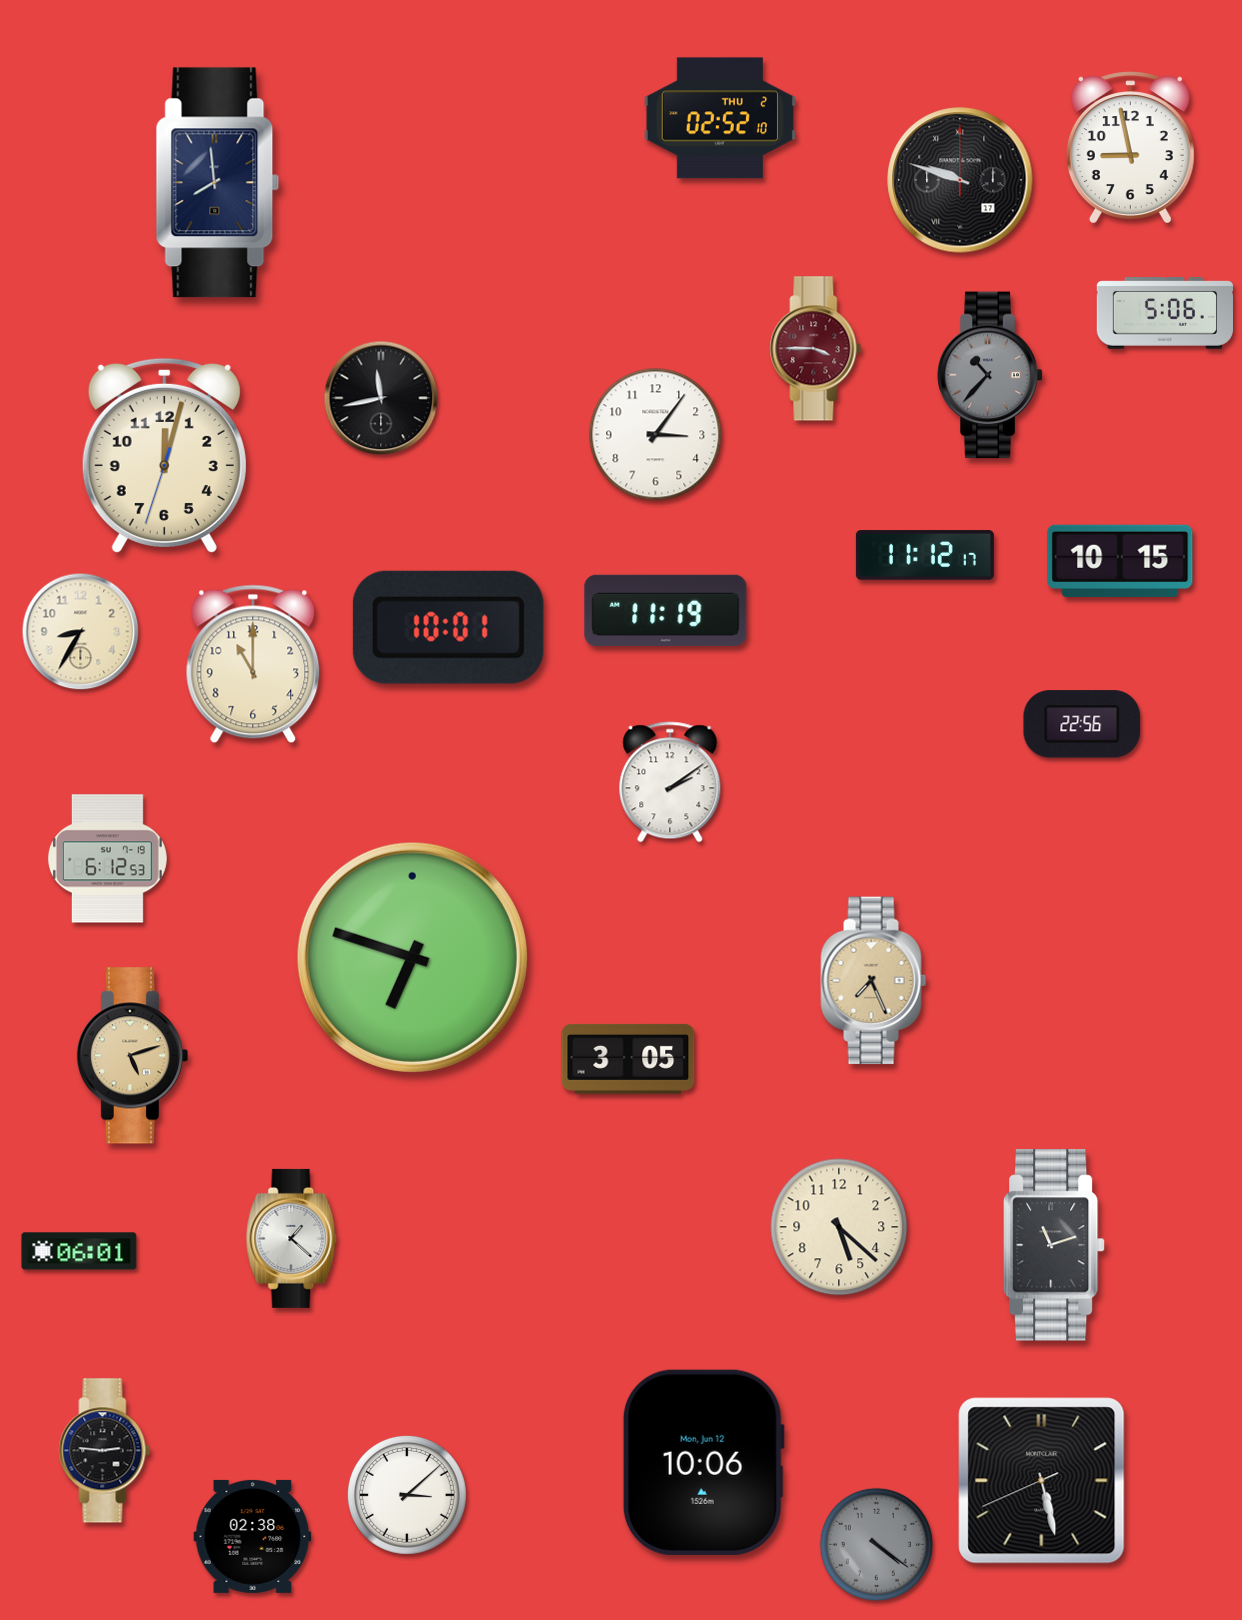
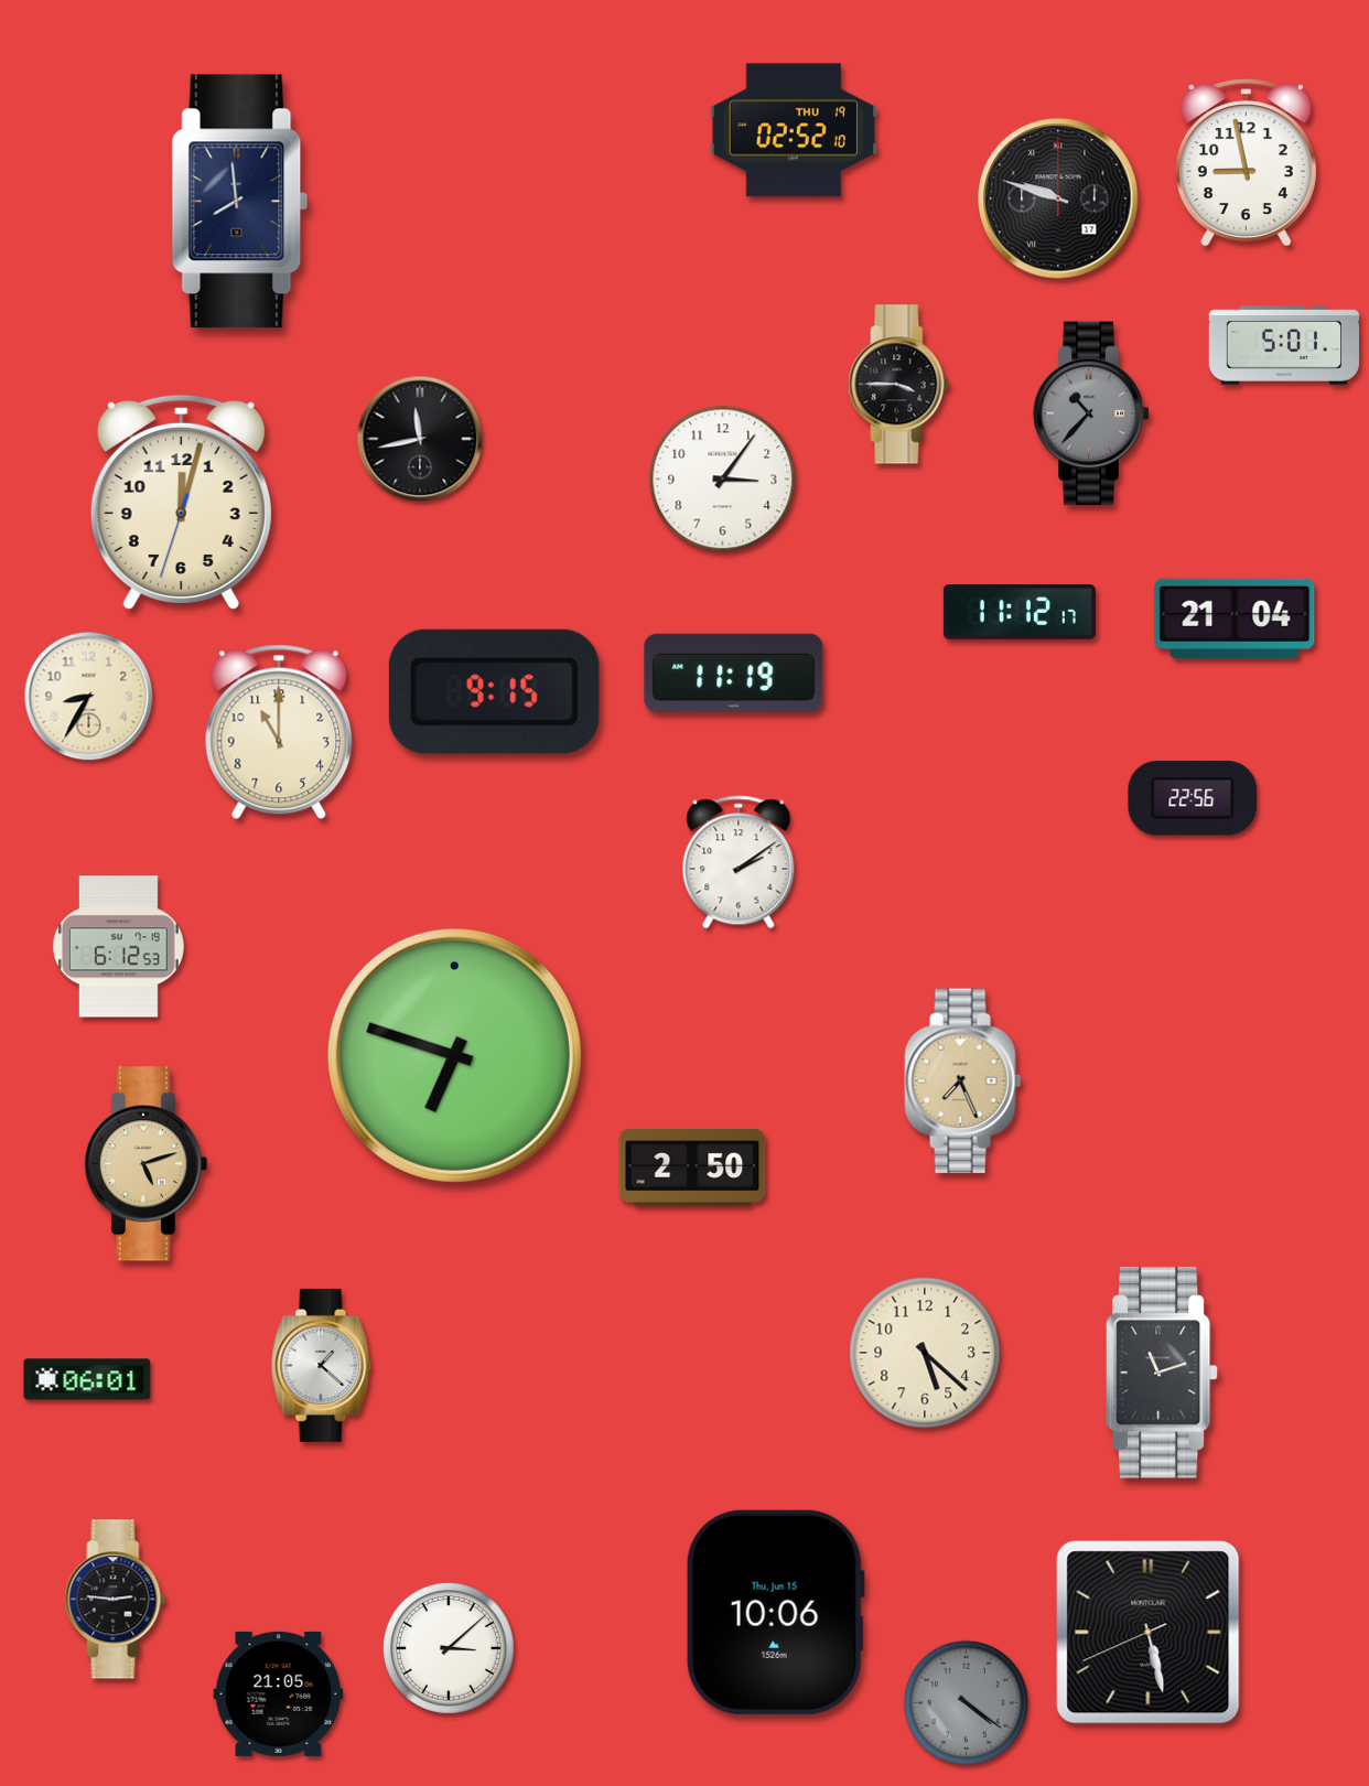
clock at (720, 118) date: THU 2 -> THU 19
clock at (1164, 313): 5:06 -> 5:01
clock at (816, 349) dial: burgundy -> black
clock at (1120, 560): 10:15 -> 21:04
clock at (448, 627): 10:01 -> 9:15
clock at (628, 1059): 3:05 -> 2:50
clock at (703, 1462) date: Mon, Jun 12 -> Thu, Jun 15
clock at (253, 1536): 02:38 -> 21:05
